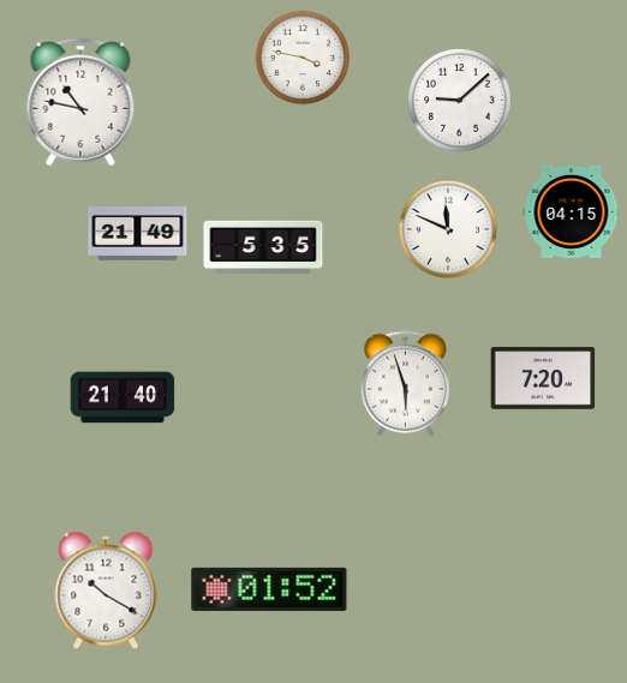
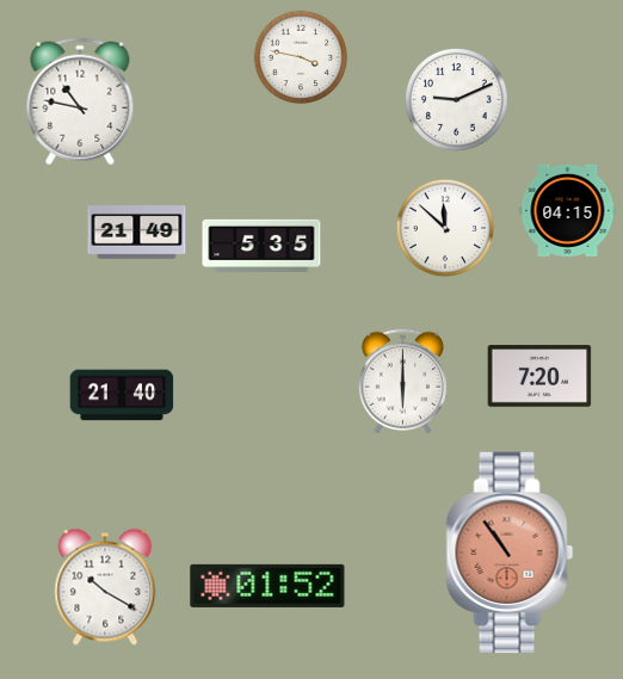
clock at (460, 101): 9:08 -> 9:11
clock at (448, 229): 11:49 -> 11:52
clock at (405, 384): 5:57 -> 6:00
clock at (510, 553): none -> 10:54
